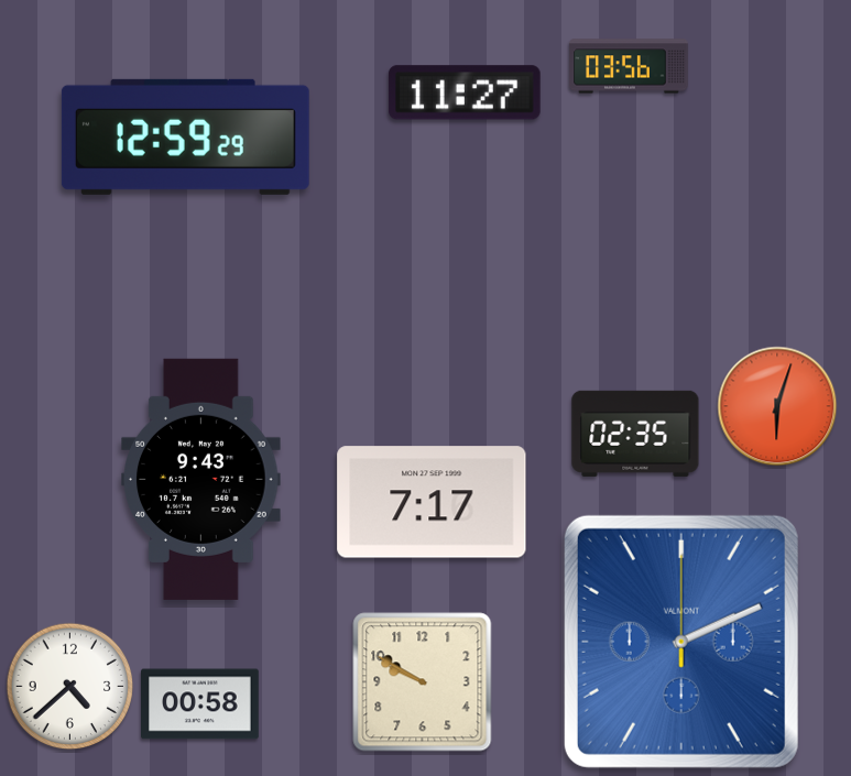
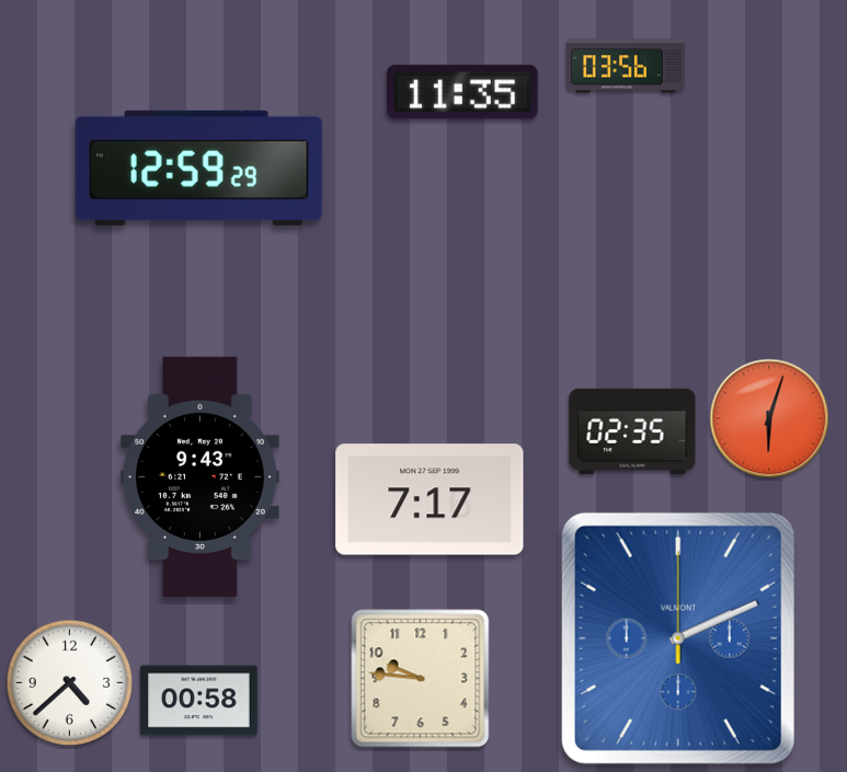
clock at (465, 92): 11:27 -> 11:35
clock at (185, 136) position: (185, 136) -> (198, 168)
clock at (777, 406) position: (777, 406) -> (769, 418)
clock at (423, 682): 9:50 -> 9:46
